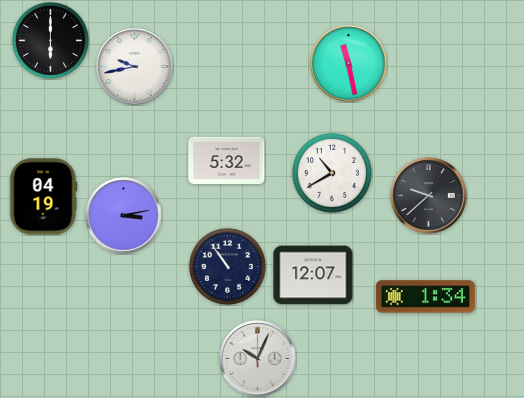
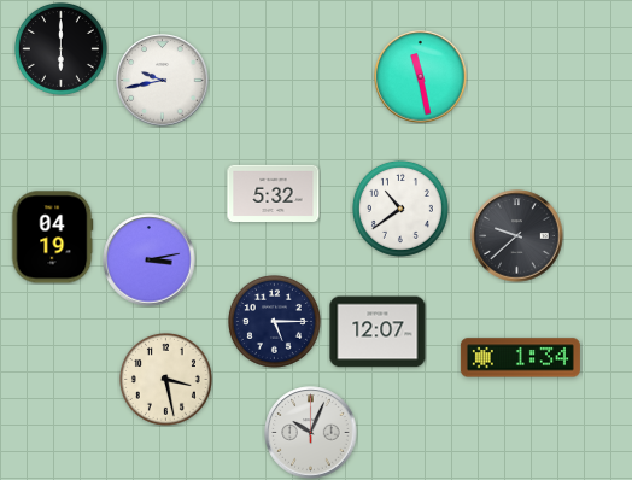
clock at (332, 173): 10:40 -> 10:39
clock at (227, 266): 10:54 -> 5:15
clock at (425, 297) position: (425, 297) -> (520, 358)
clock at (165, 379): none -> 3:28
